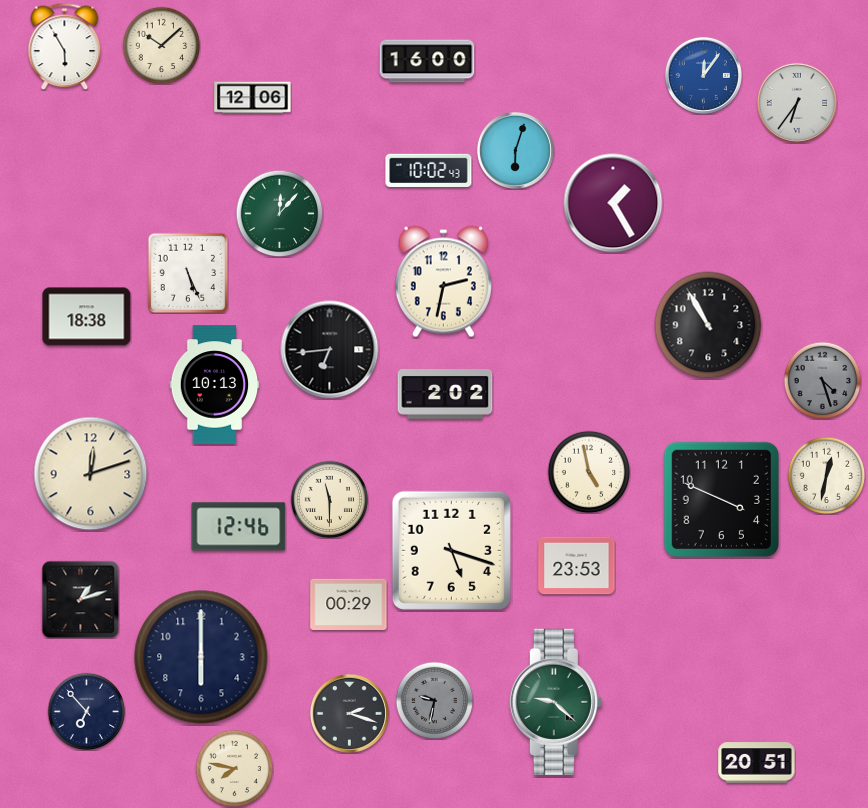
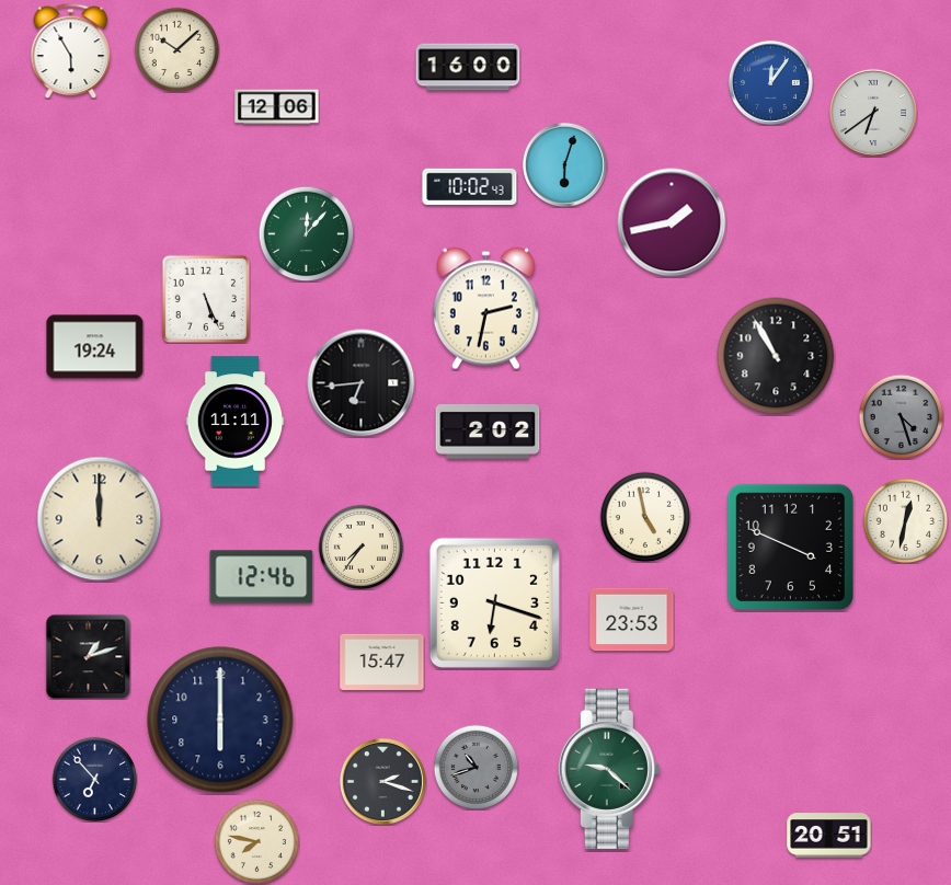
clock at (797, 103): 6:36 -> 6:39
clock at (613, 203): 1:25 -> 1:43
clock at (87, 317): 18:38 -> 19:24
clock at (215, 385): 10:13 -> 11:11
clock at (91, 474): 12:12 -> 12:00
clock at (329, 499): 11:30 -> 7:36
clock at (451, 550): 5:18 -> 6:18
clock at (349, 604): 00:29 -> 15:47
clock at (434, 700): 9:32 -> 10:42
